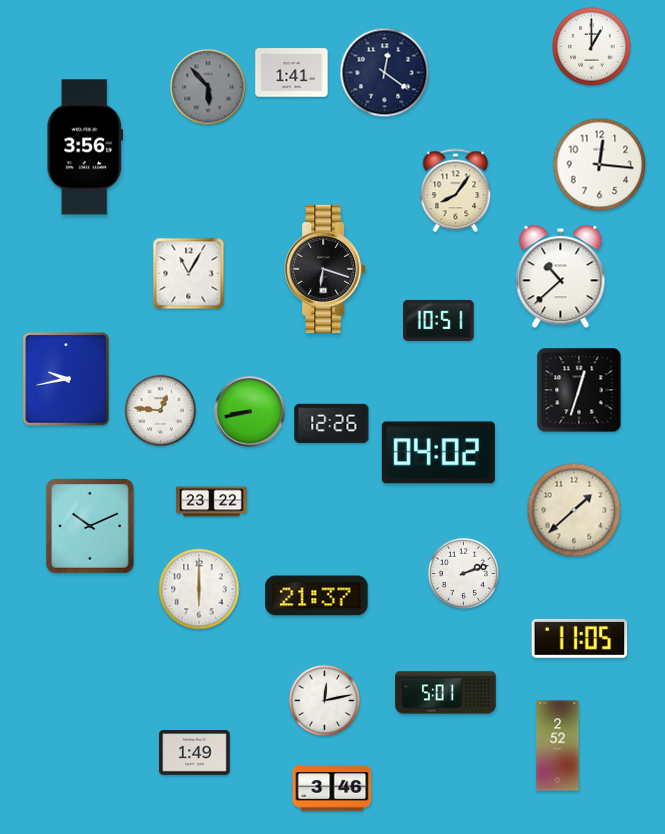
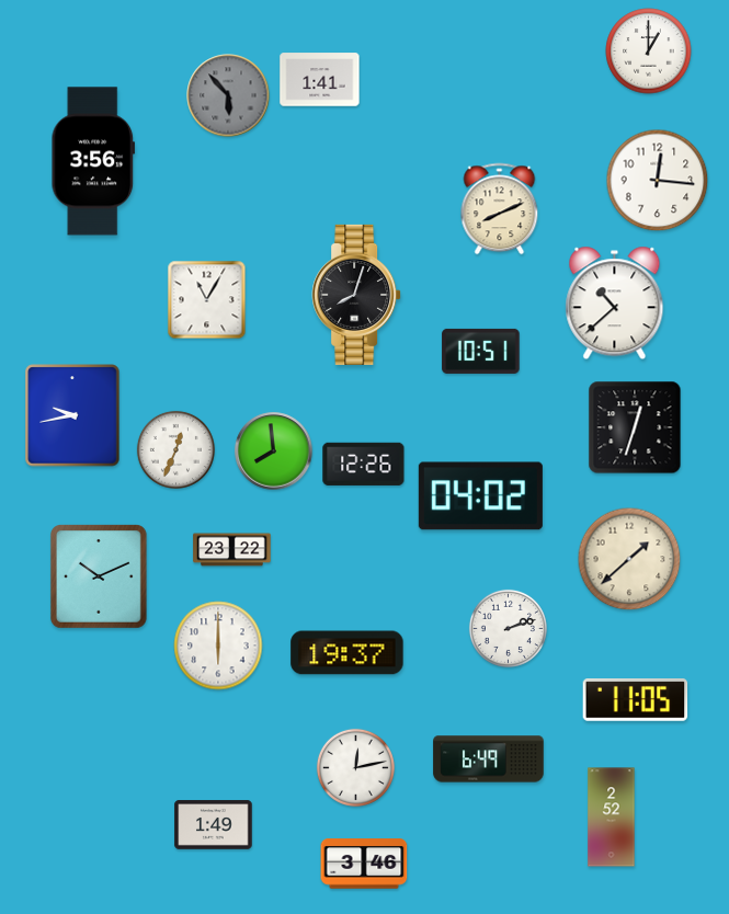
clock at (385, 73): 12:21 -> none
clock at (456, 191): 8:06 -> 8:11
clock at (325, 269): 6:18 -> 8:03
clock at (160, 410): 12:46 -> 12:34
clock at (250, 412): 8:43 -> 7:59
clock at (317, 596): 21:37 -> 19:37
clock at (446, 693): 5:01 -> 6:49
